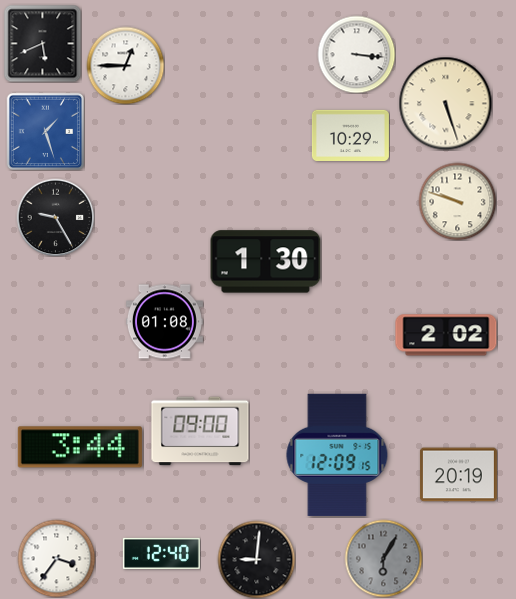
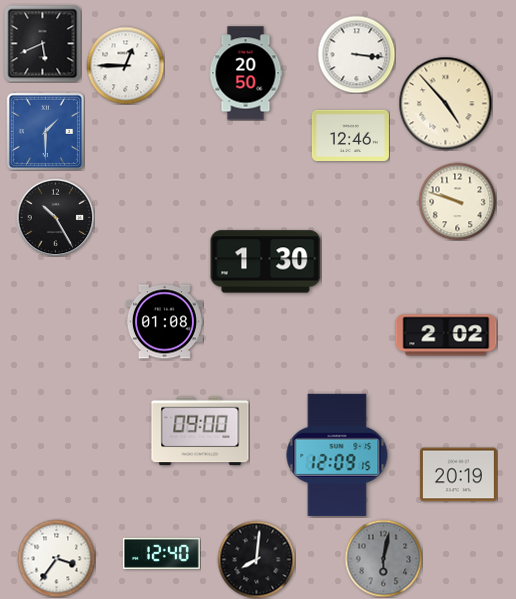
clock at (246, 73): none -> 20:50
clock at (445, 103): 5:27 -> 4:53
clock at (45, 131): 1:27 -> 1:30
clock at (350, 135): 10:29 -> 12:46
clock at (55, 217): 9:25 -> 10:25
clock at (80, 447): 3:44 -> none
clock at (383, 558): 6:05 -> 6:02
clock at (256, 559): 9:01 -> 8:01
